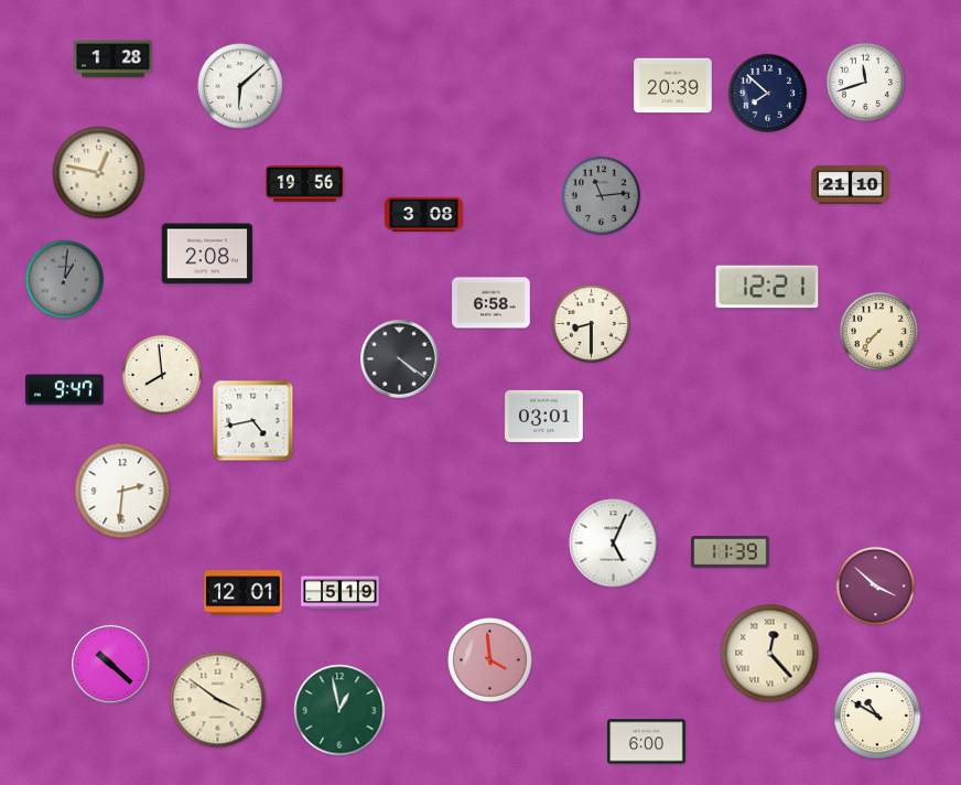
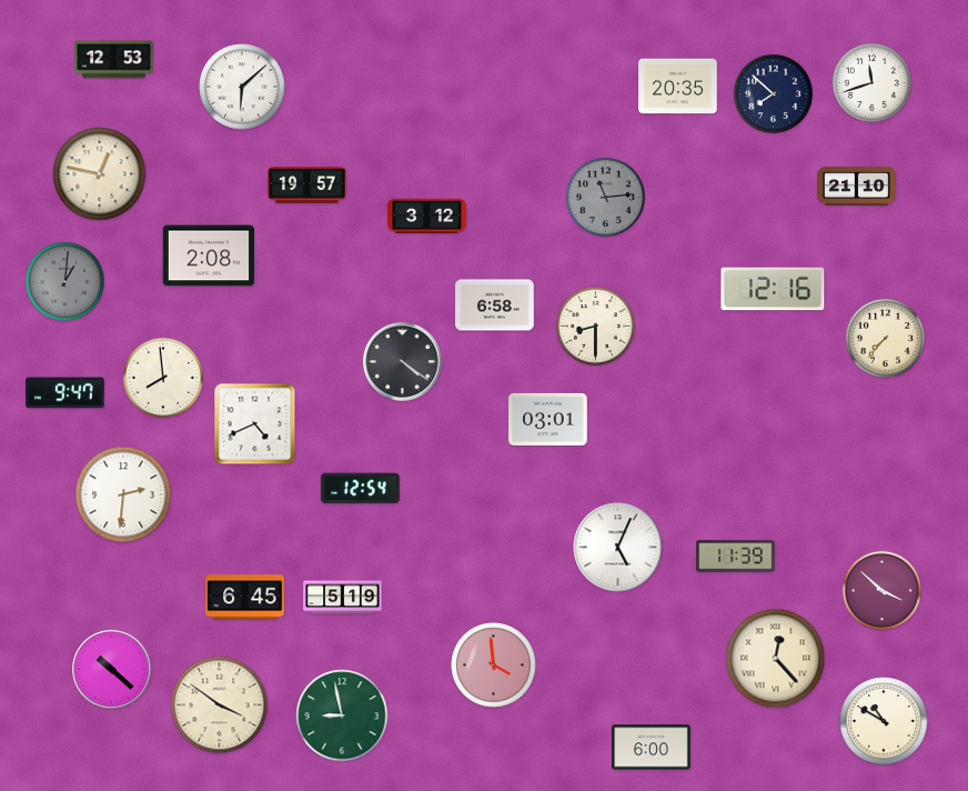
clock at (114, 60): 1:28 -> 12:53
clock at (673, 86): 20:39 -> 20:35
clock at (305, 184): 19:56 -> 19:57
clock at (424, 215): 3:08 -> 3:12
clock at (767, 287): 12:21 -> 12:16
clock at (878, 331) position: (878, 331) -> (885, 338)
clock at (253, 421): 4:43 -> 4:41
clock at (361, 489): none -> 12:54
clock at (244, 593): 12:01 -> 6:45
clock at (339, 710): 12:58 -> 8:58
